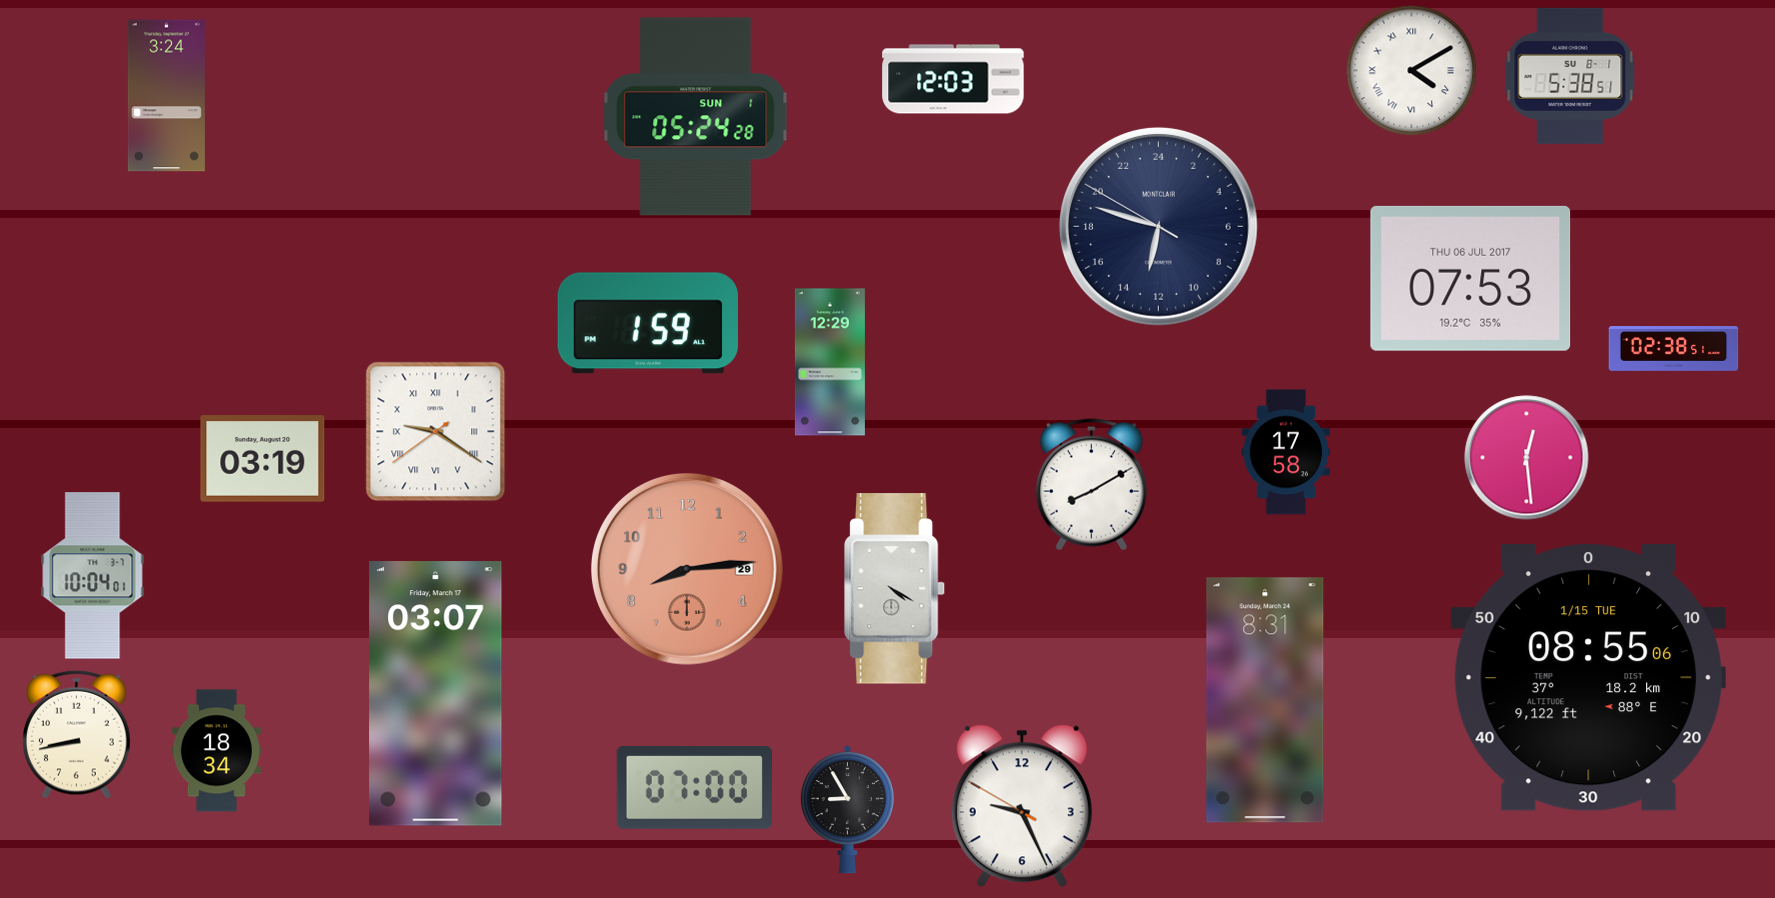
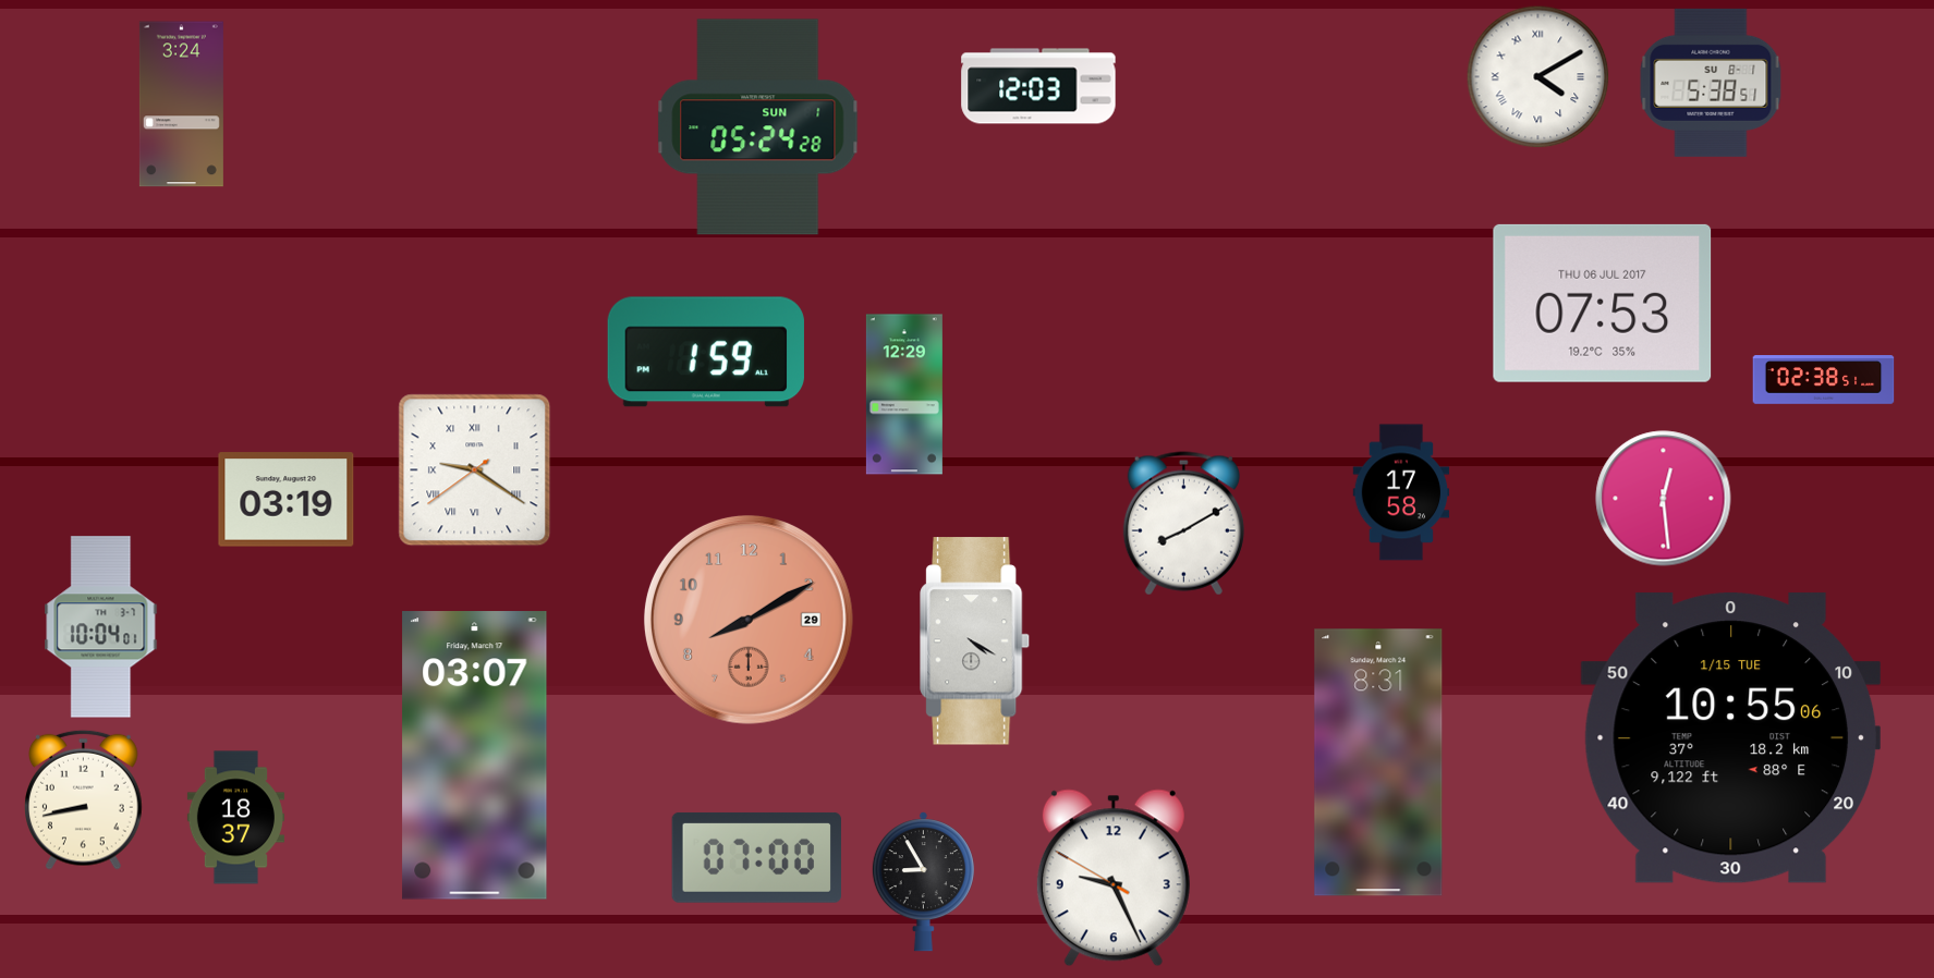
clock at (1158, 226): 12:47 -> none
clock at (1091, 485) position: (1091, 485) -> (1183, 524)
clock at (687, 569): 8:14 -> 8:10
clock at (1588, 678): 08:55 -> 10:55
clock at (216, 751): 18:34 -> 18:37
